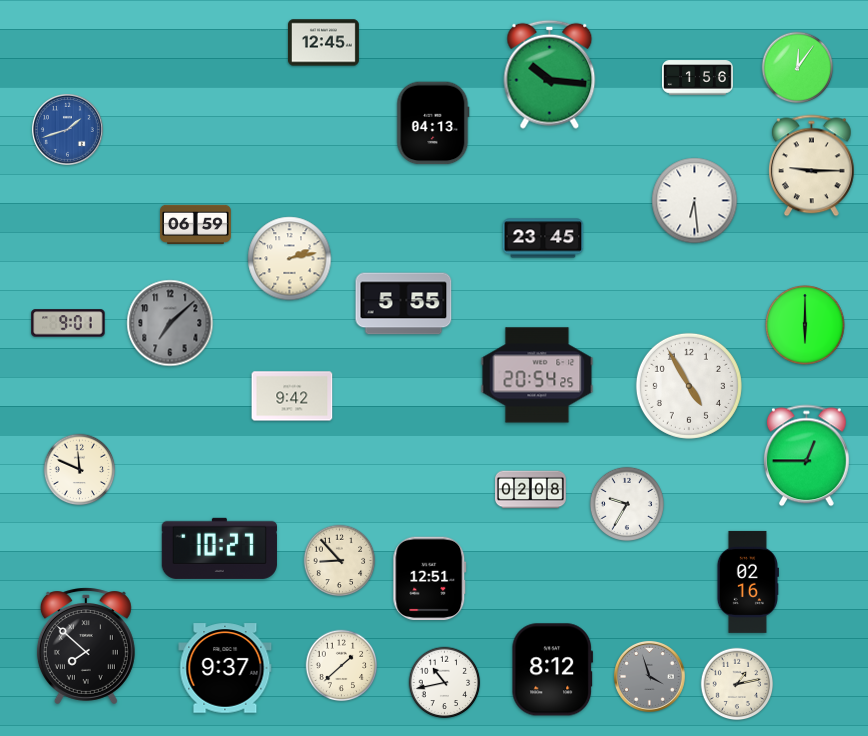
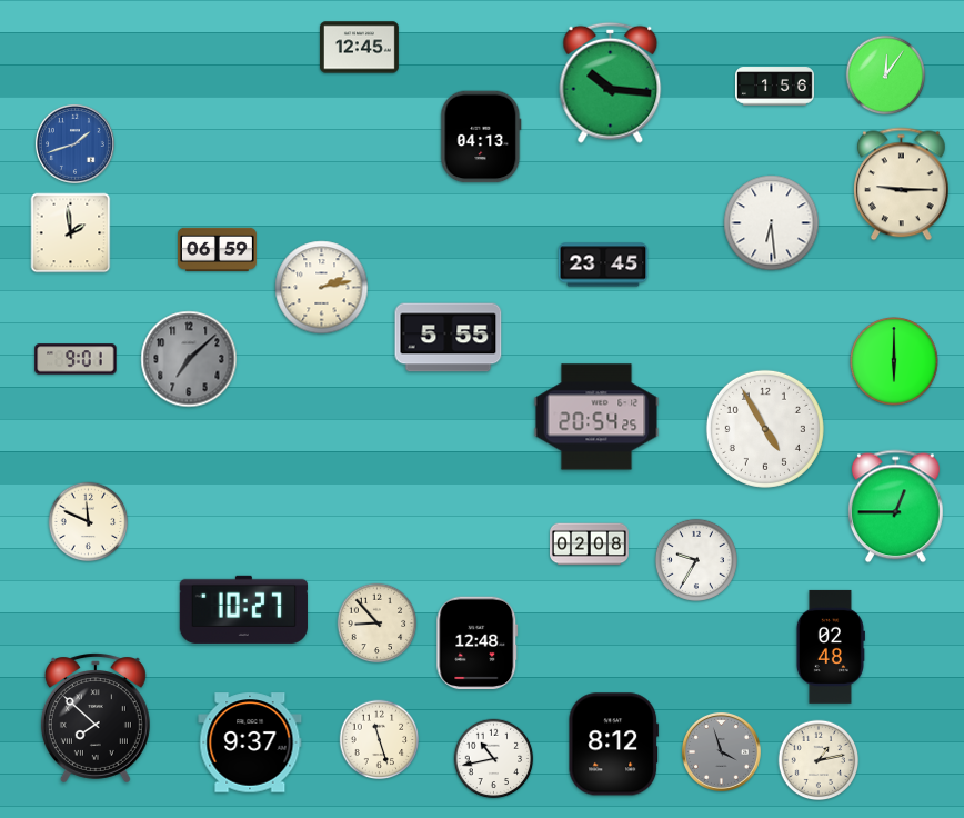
clock at (71, 233): none -> 1:59
clock at (292, 396): 9:42 -> none
clock at (430, 579): 12:51 -> 12:48
clock at (747, 582): 02:16 -> 02:48
clock at (342, 666): 1:38 -> 11:27
